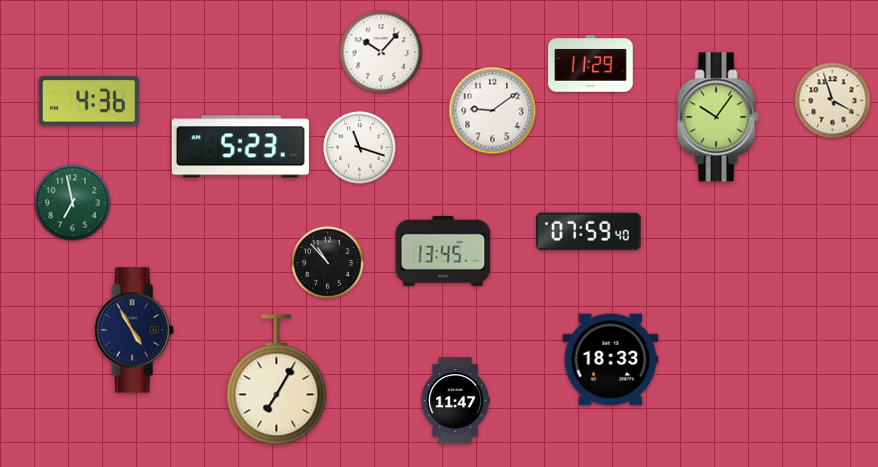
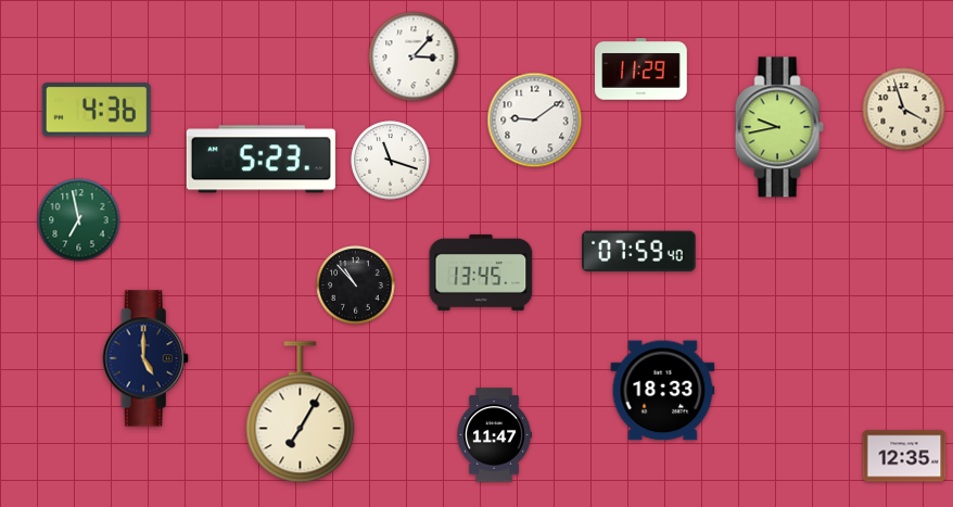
clock at (381, 52): 10:07 -> 3:07
clock at (718, 117): 10:06 -> 9:43
clock at (134, 330): 4:55 -> 5:00
clock at (904, 456): none -> 12:35
